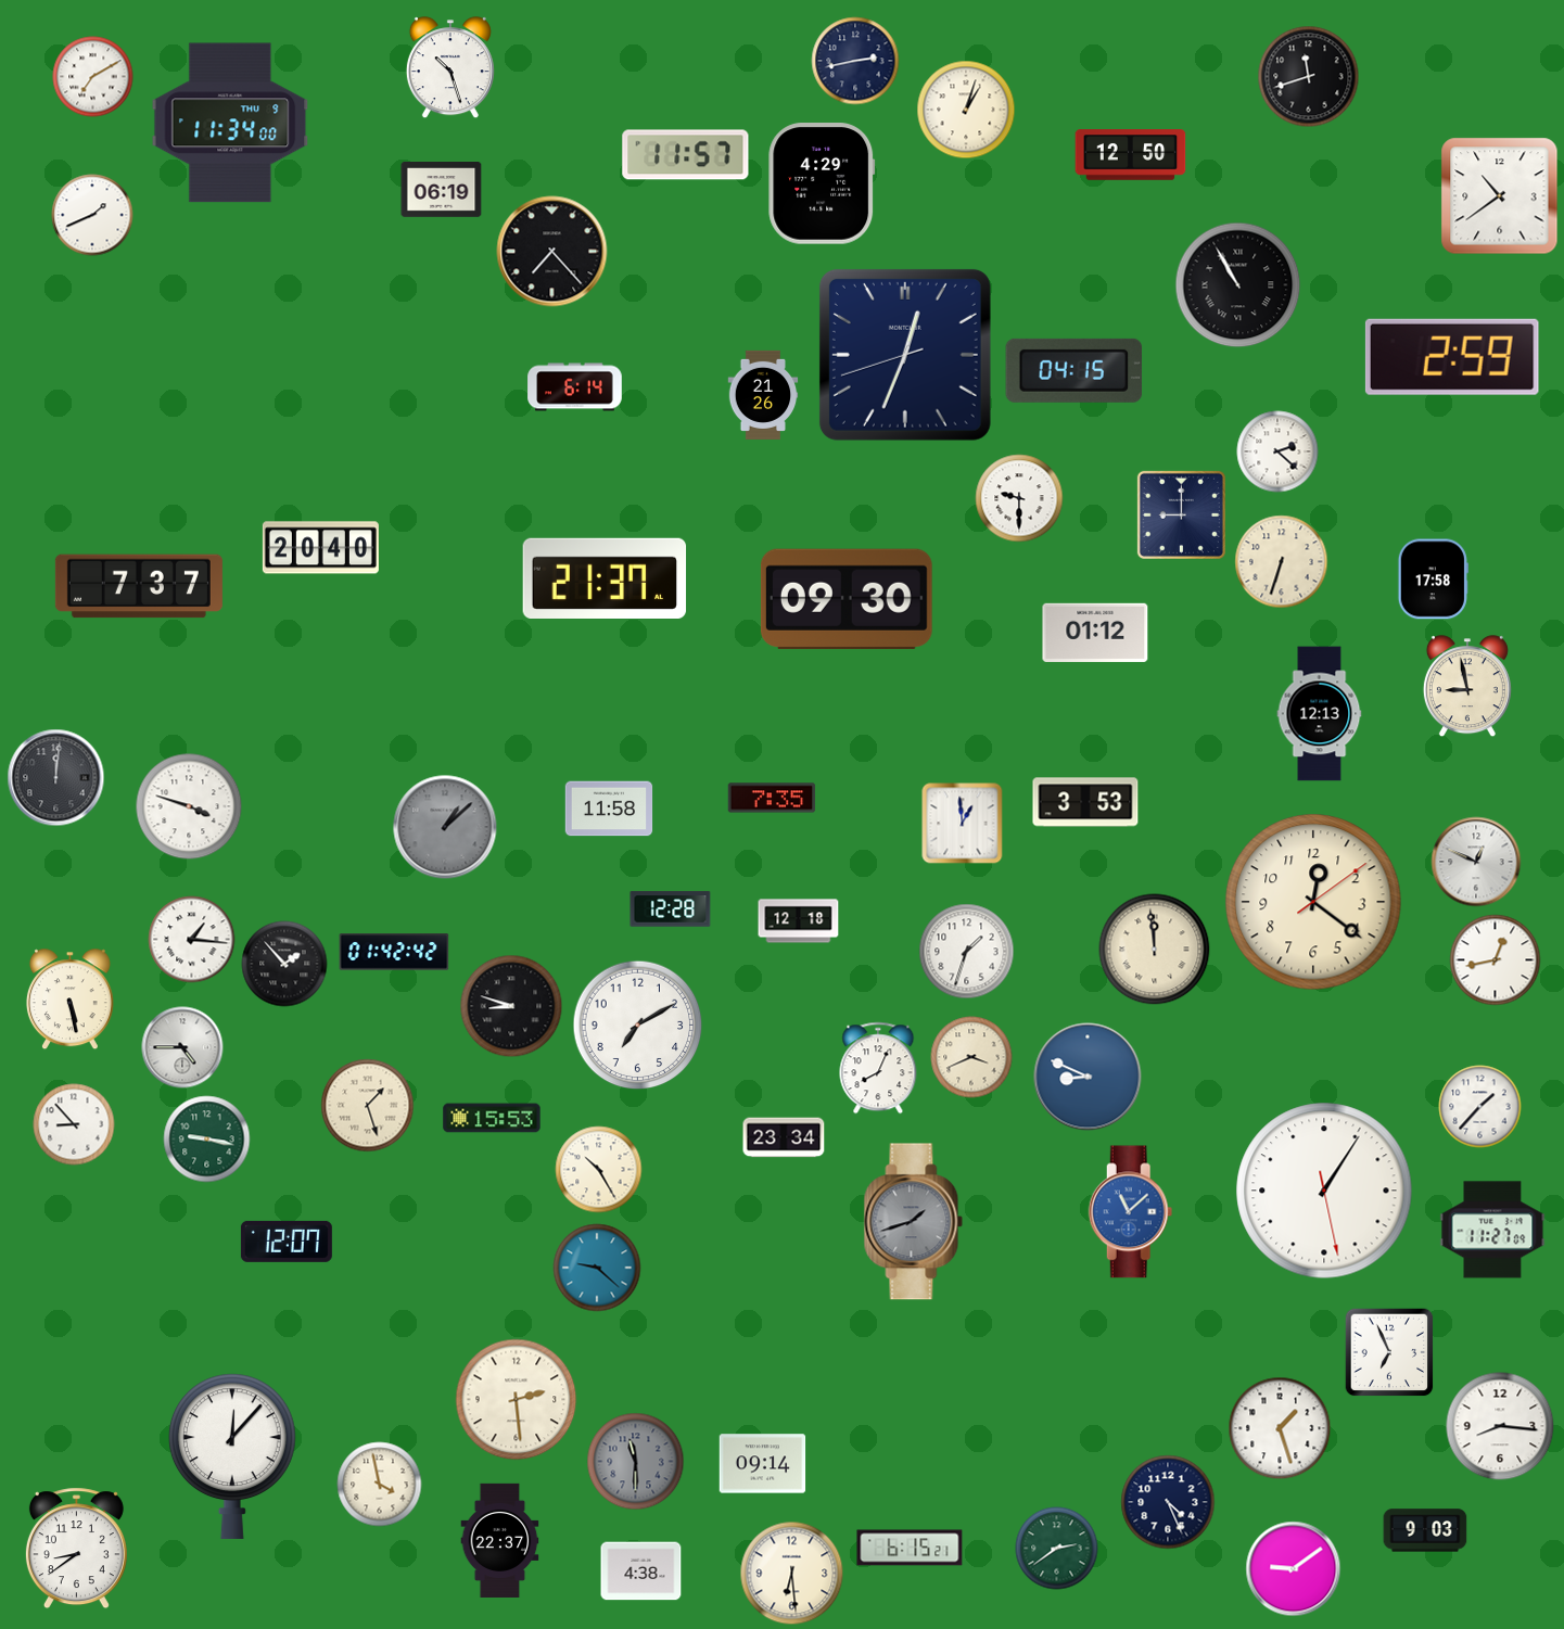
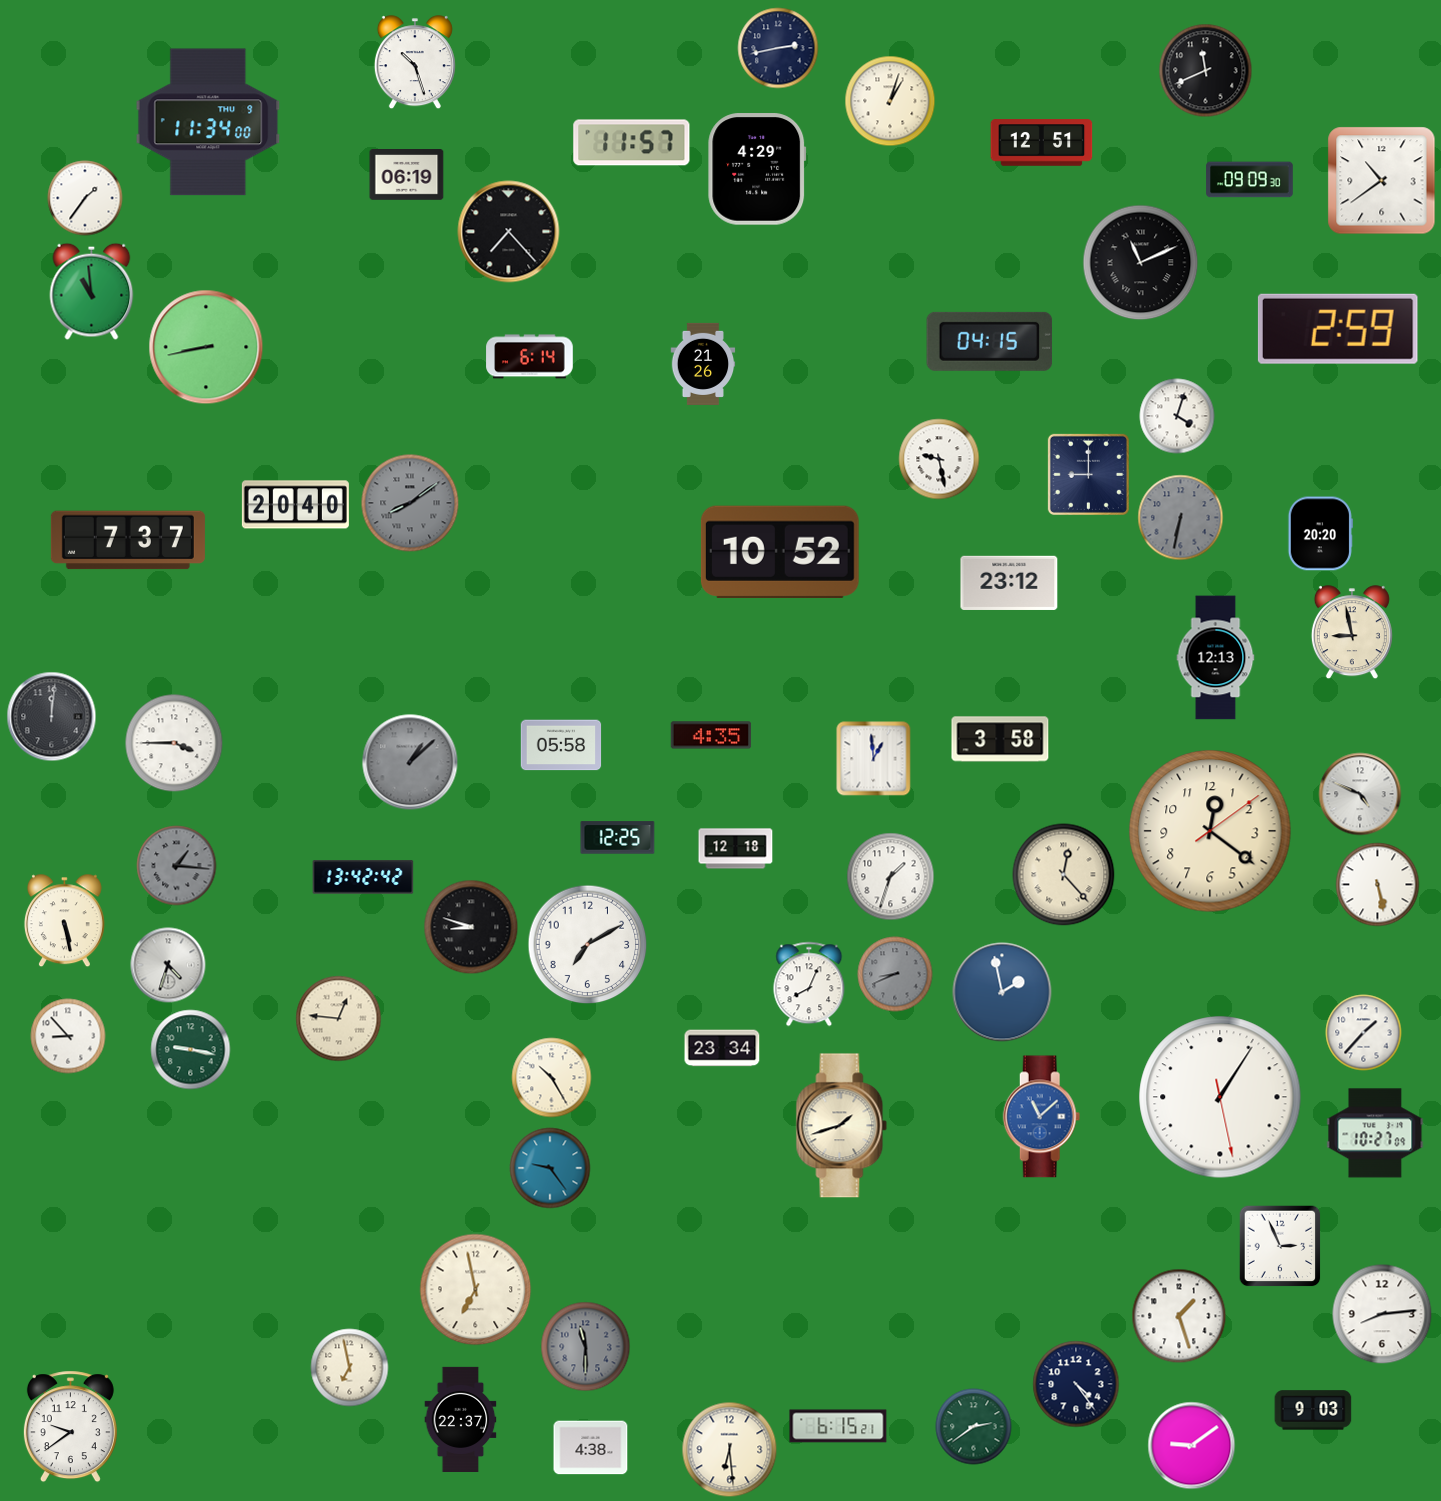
clock at (855, 61) position: (855, 61) -> (778, 48)
clock at (93, 77): 7:10 -> none
clock at (1309, 77): 11:42 -> 11:41
clock at (230, 123) position: (230, 123) -> (208, 122)
clock at (1131, 155): 12:50 -> 12:51
clock at (1250, 180): none -> 09:09
clock at (92, 215): 1:41 -> 1:36
clock at (1238, 285): 10:55 -> 11:11
clock at (92, 291): none -> 10:59
clock at (905, 355): 12:33 -> none
clock at (206, 347): none -> 8:43
clock at (1277, 451): 2:22 -> 4:03
clock at (1019, 498): 9:30 -> 9:28
clock at (410, 503): none -> 8:09
clock at (1282, 562): 6:33 -> 6:32
clock at (1282, 562) dial: cream -> grey
clock at (605, 577): 21:37 -> none
clock at (1433, 580): 17:58 -> 20:20
clock at (847, 599): 09:30 -> 10:52
clock at (1095, 633): 01:12 -> 23:12
clock at (772, 798): 7:35 -> 4:35
clock at (1085, 802): 3:53 -> 3:58
clock at (189, 806): 3:48 -> 3:45
clock at (609, 809): 11:58 -> 05:58
clock at (963, 824) position: (963, 824) -> (874, 759)
clock at (1476, 862): 12:49 -> 4:49
clock at (671, 909): 12:28 -> 12:25
clock at (192, 940) dial: white -> grey
clock at (1155, 950): 11:59 -> 12:23
clock at (394, 952): 01:42 -> 13:42
clock at (1496, 960): 12:43 -> 5:28
clock at (284, 964): 1:53 -> none
clock at (182, 1047): 4:45 -> 4:33
clock at (971, 1057): 3:41 -> 8:41
clock at (971, 1057) dial: cream -> grey
clock at (1088, 1077): 8:49 -> 1:58
clock at (368, 1106): 1:27 -> 12:46
clock at (1480, 1107) position: (1480, 1107) -> (1364, 1033)
clock at (492, 1118): 15:53 -> none
clock at (914, 1222) dial: grey -> cream
clock at (1492, 1230): 11:27 -> 10:27
clock at (287, 1242): 12:07 -> none
clock at (597, 1268): 9:22 -> 9:24
clock at (1389, 1352): 6:56 -> 2:56
clock at (517, 1400): 2:29 -> 6:58
clock at (1500, 1426): 8:16 -> 8:14
clock at (232, 1456): 12:07 -> none
clock at (763, 1464): 09:14 -> none
clock at (380, 1485): 3:58 -> 6:58
clock at (1168, 1502): 4:26 -> 4:24
clock at (76, 1549): 8:39 -> 9:39
